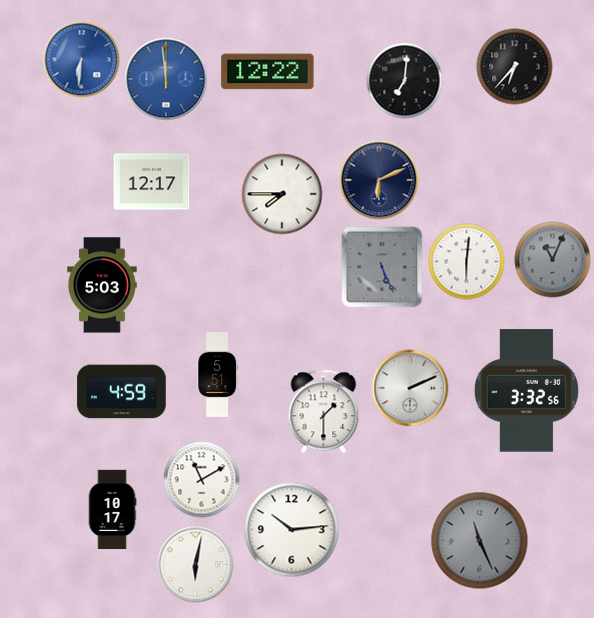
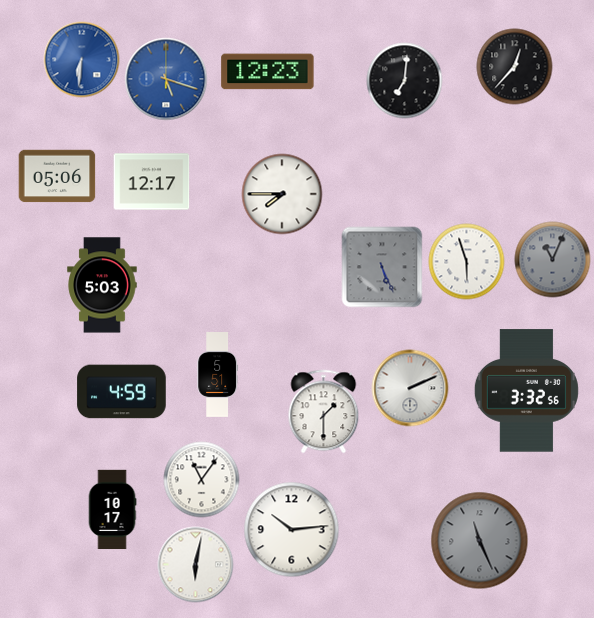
clock at (515, 67): 6:37 -> 12:37
clock at (268, 72): 12:22 -> 12:23
clock at (166, 79): 11:59 -> 5:18
clock at (57, 176): none -> 05:06
clock at (379, 180): 6:11 -> none
clock at (467, 262): 6:01 -> 5:57
clock at (202, 480): 11:10 -> 11:06
